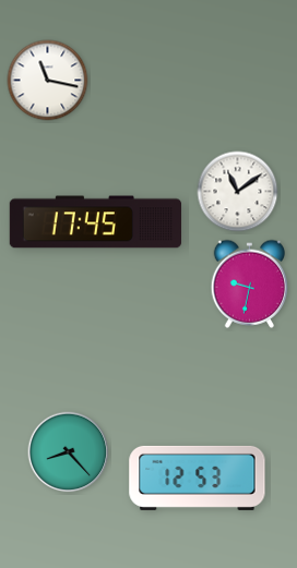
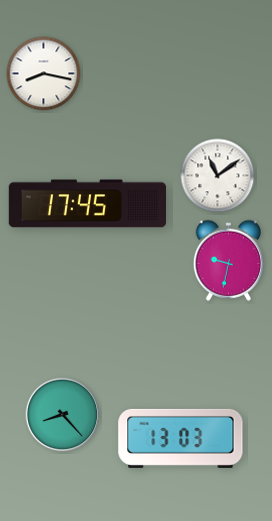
clock at (48, 81): 11:17 -> 8:17
clock at (198, 478): 12:53 -> 13:03
